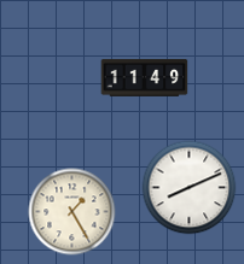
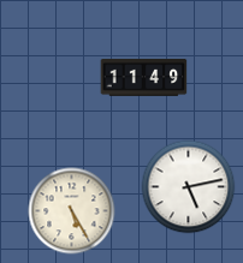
clock at (190, 188): 8:11 -> 5:13
clock at (72, 212): 1:25 -> 5:25
